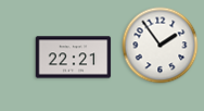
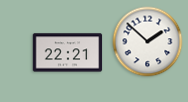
clock at (161, 46): 1:54 -> 1:52
